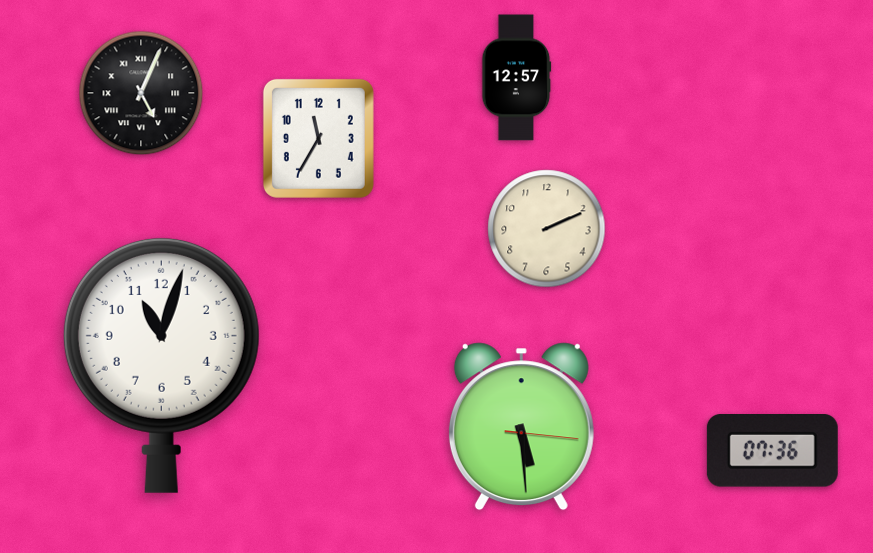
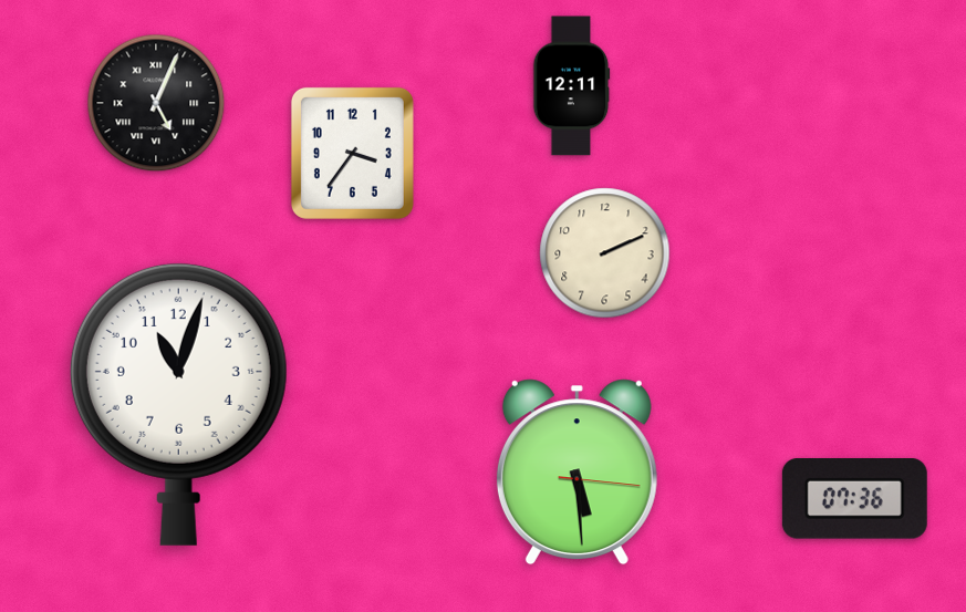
clock at (517, 78): 12:57 -> 12:11
clock at (318, 138): 11:35 -> 3:36
